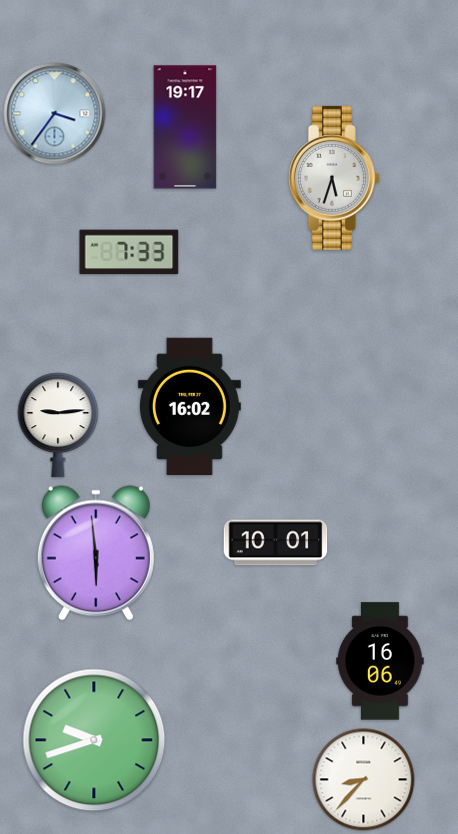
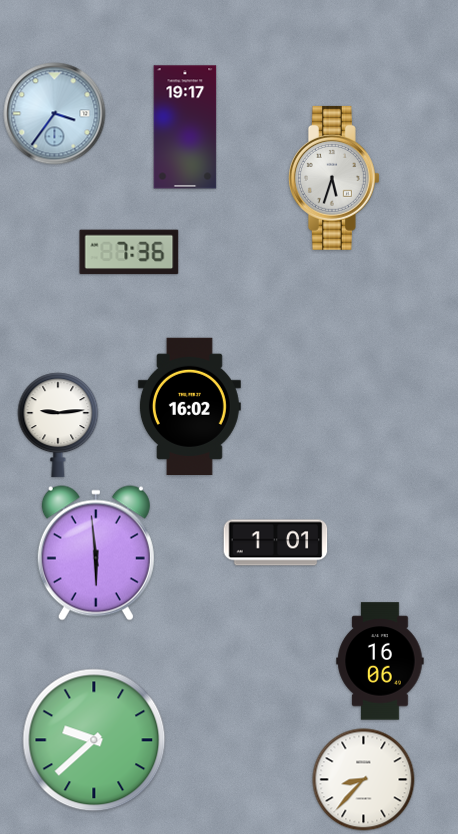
clock at (129, 252): 7:33 -> 7:36
clock at (276, 543): 10:01 -> 1:01
clock at (94, 740): 9:42 -> 9:38
